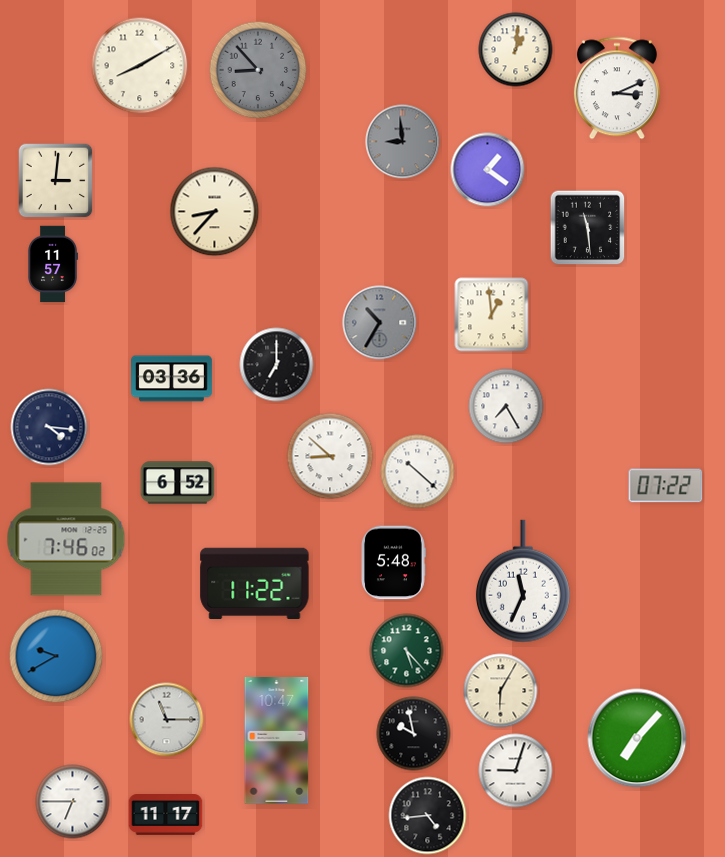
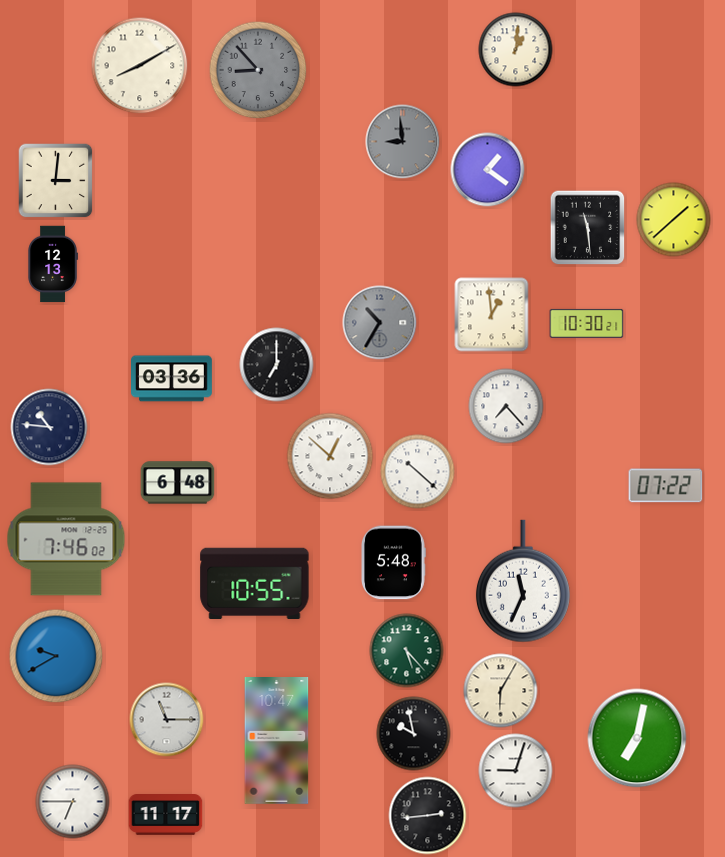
clock at (617, 88): 3:11 -> none
clock at (215, 212): 8:37 -> none
clock at (674, 220): none -> 1:38
clock at (53, 264): 11:57 -> 12:13
clock at (587, 323): none -> 10:30
clock at (506, 406): 7:25 -> 7:23
clock at (49, 427): 4:16 -> 10:46
clock at (330, 456): 8:52 -> 12:52
clock at (178, 483): 6:52 -> 6:48
clock at (255, 583): 11:22 -> 10:55
clock at (637, 738): 7:07 -> 7:02
clock at (428, 816): 4:44 -> 2:44
